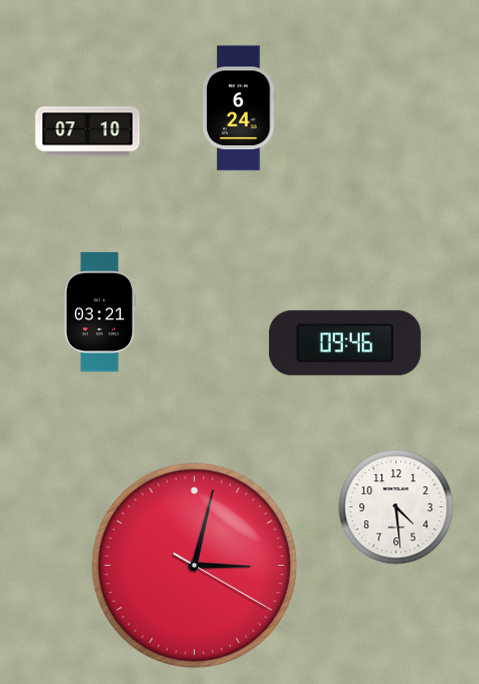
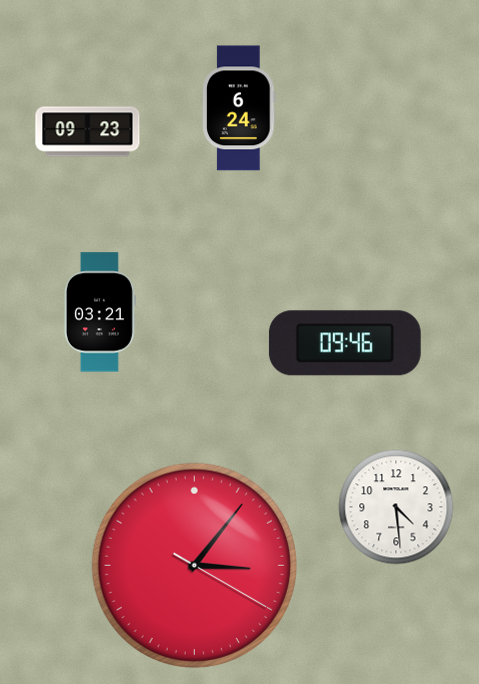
clock at (88, 132): 07:10 -> 09:23
clock at (194, 565): 3:02 -> 3:06
